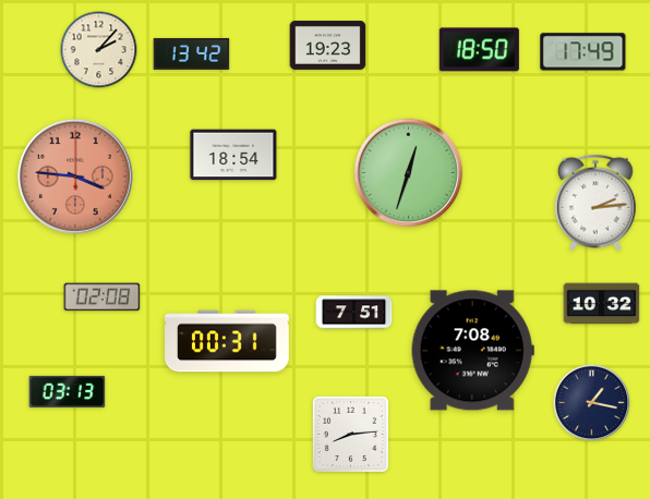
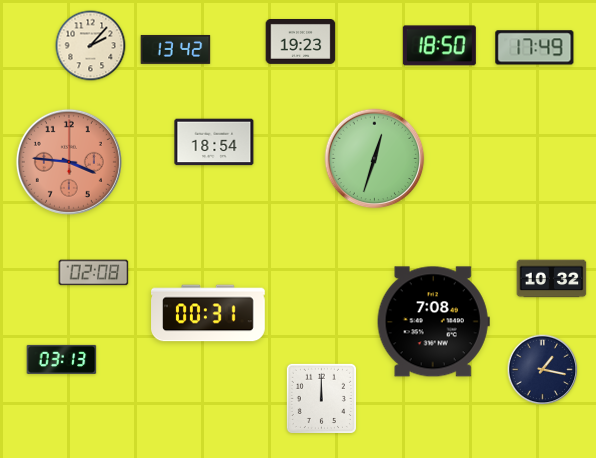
clock at (595, 203): 2:14 -> none
clock at (354, 313): 7:51 -> none
clock at (350, 434): 8:14 -> 12:00
